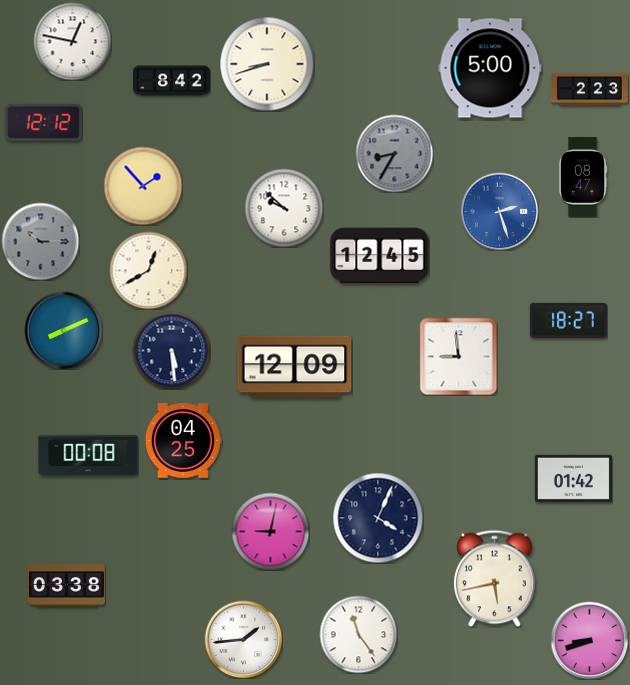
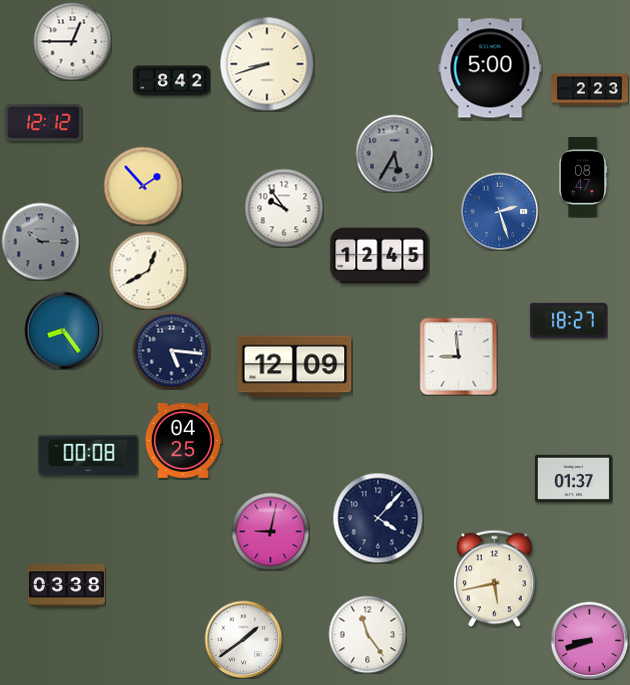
clock at (72, 41): 12:47 -> 12:45
clock at (394, 153): 8:35 -> 5:35
clock at (284, 208): 9:52 -> 9:54
clock at (63, 330): 8:11 -> 8:24
clock at (171, 350): 5:29 -> 5:16
clock at (573, 478): 01:42 -> 01:37
clock at (378, 518): 4:04 -> 4:07
clock at (358, 634) position: (358, 634) -> (367, 634)
clock at (243, 639): 1:44 -> 1:39
